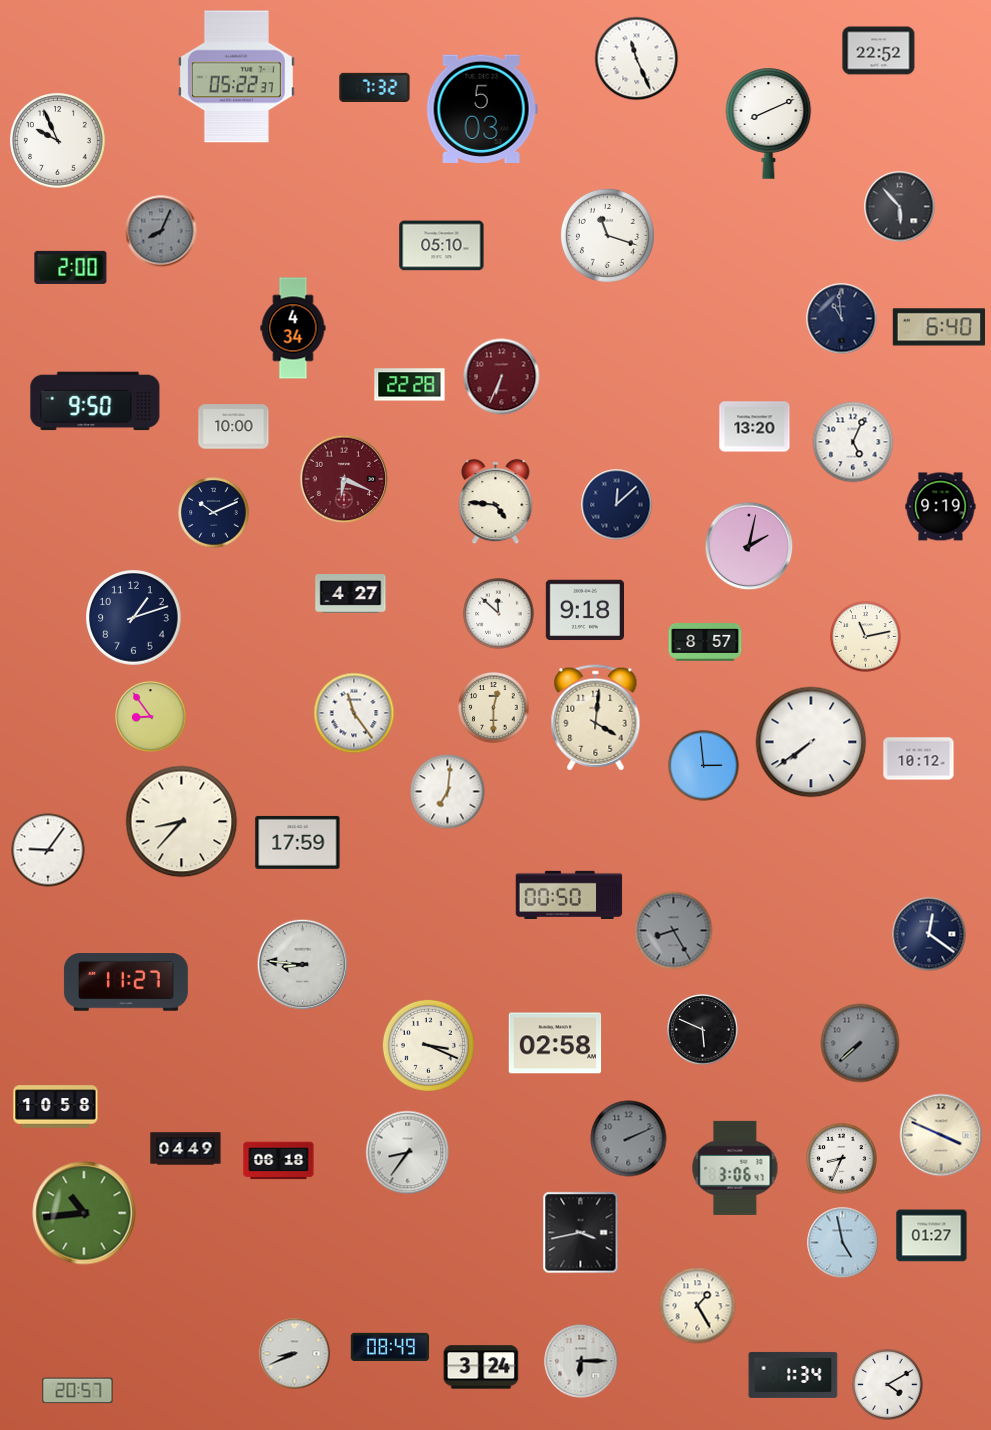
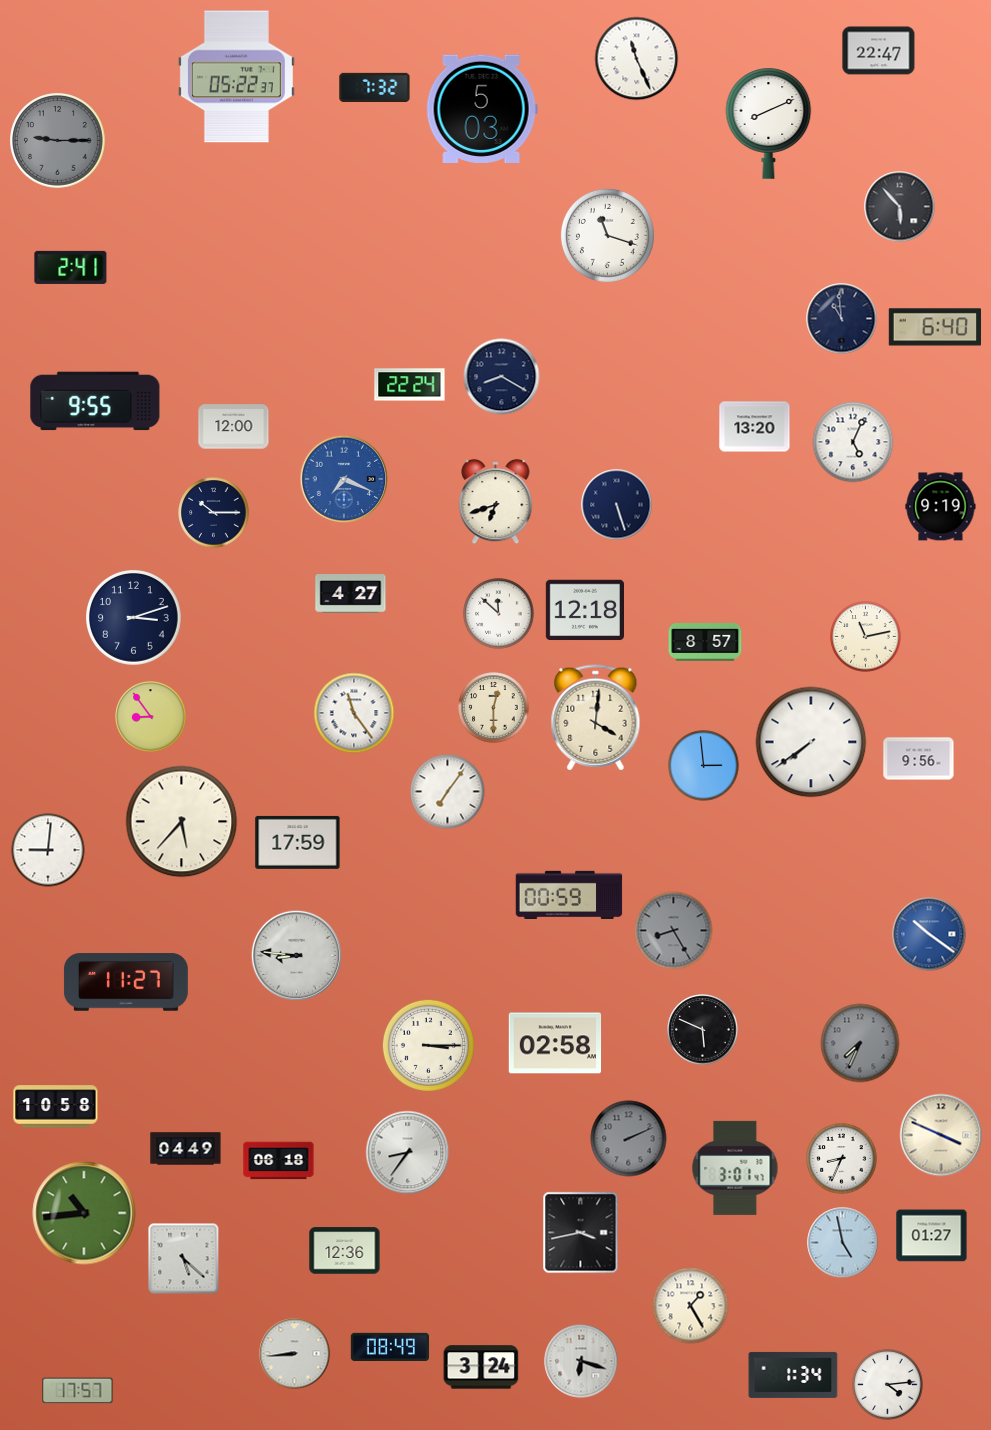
clock at (879, 51): 22:52 -> 22:47
clock at (58, 141): 9:56 -> 9:15
clock at (58, 141) dial: white -> grey
clock at (161, 231): 8:04 -> none
clock at (442, 246): 05:10 -> none
clock at (71, 267): 2:00 -> 2:41
clock at (938, 327) position: (938, 327) -> (934, 327)
clock at (293, 328): 4:34 -> none
clock at (502, 377): 6:34 -> 8:20
clock at (502, 377) dial: burgundy -> navy
clock at (410, 385): 22:28 -> 22:24
clock at (95, 401): 9:50 -> 9:55
clock at (234, 427): 10:00 -> 12:00
clock at (344, 479): 6:19 -> 7:19
clock at (344, 479) dial: burgundy -> blue
clock at (496, 502): 4:46 -> 6:42
clock at (617, 505): 12:08 -> 5:27
clock at (214, 513): 10:11 -> 10:15
clock at (749, 546): 2:02 -> none
clock at (584, 610): 9:18 -> 12:18
clock at (134, 618): 1:12 -> 3:12
clock at (919, 759): 10:12 -> 9:56
clock at (448, 792): 7:01 -> 7:06
clock at (182, 822): 8:37 -> 5:37
clock at (48, 850): 9:06 -> 9:01
clock at (569, 894): 00:50 -> 00:59
clock at (929, 934): 12:21 -> 10:21
clock at (929, 934) dial: navy -> blue
clock at (302, 964) position: (302, 964) -> (296, 955)
clock at (860, 1043): 7:38 -> 7:34
clock at (428, 1045): 3:19 -> 3:15
clock at (735, 1168): 3:06 -> 3:01
clock at (345, 1251): none -> 12:36
clock at (184, 1259): none -> 5:22
clock at (698, 1306) position: (698, 1306) -> (691, 1306)
clock at (295, 1354): 8:41 -> 8:44
clock at (581, 1361): 6:15 -> 6:18
clock at (888, 1385): 4:10 -> 4:14
clock at (78, 1391): 20:57 -> 17:57
